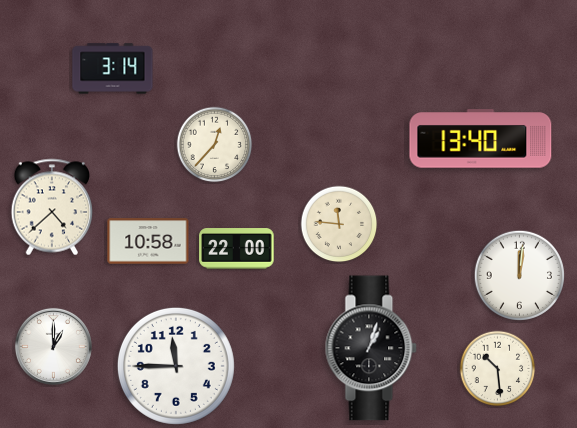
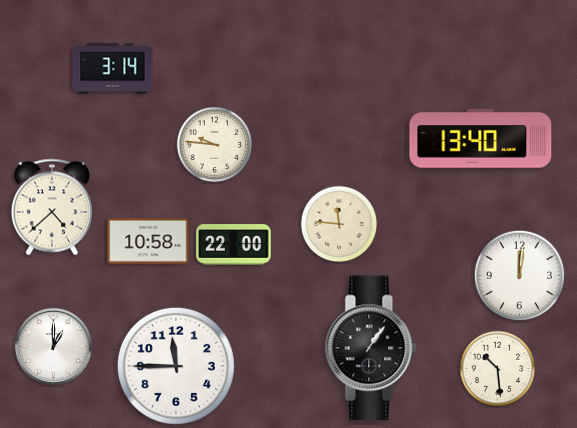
clock at (215, 145): 12:37 -> 9:46
clock at (237, 249) position: (237, 249) -> (234, 245)
clock at (371, 348): 1:03 -> 1:06
